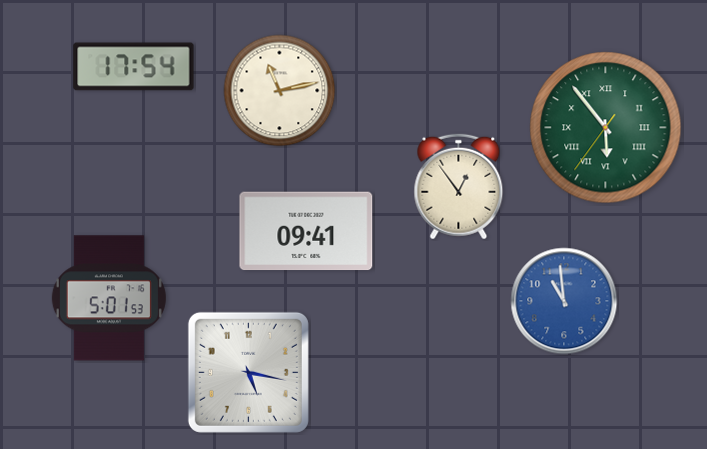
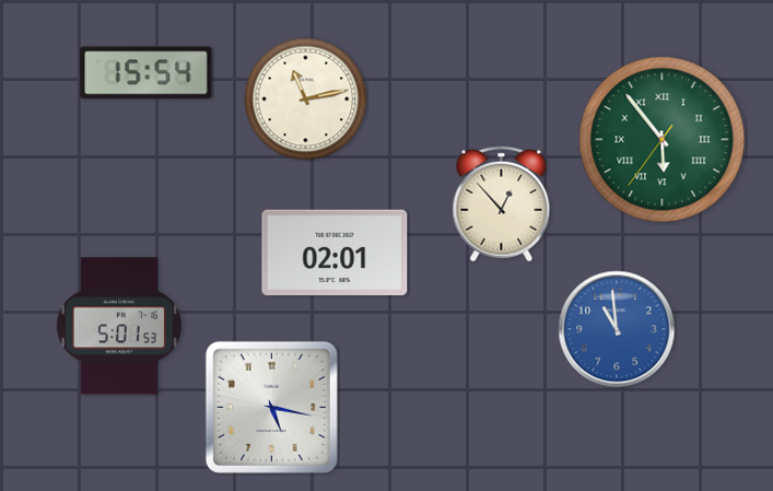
clock at (134, 67): 17:54 -> 15:54
clock at (459, 187): 12:54 -> 12:53
clock at (306, 231): 09:41 -> 02:01
